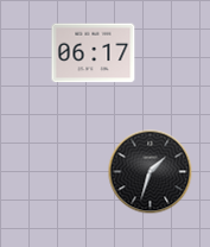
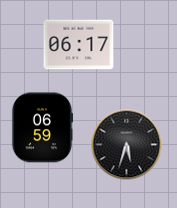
clock at (42, 128): none -> 06:59
clock at (151, 172): 1:33 -> 5:33
